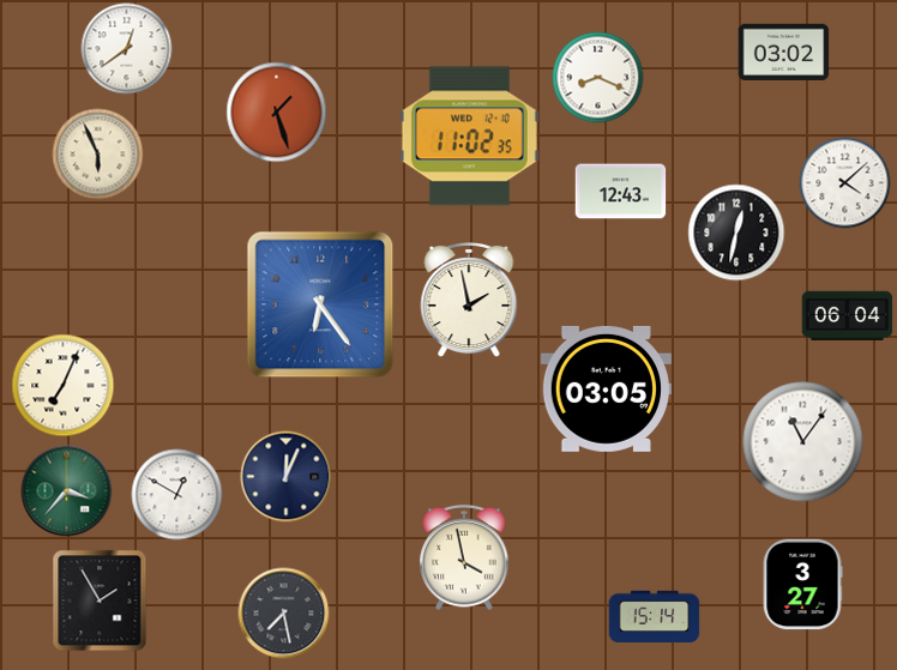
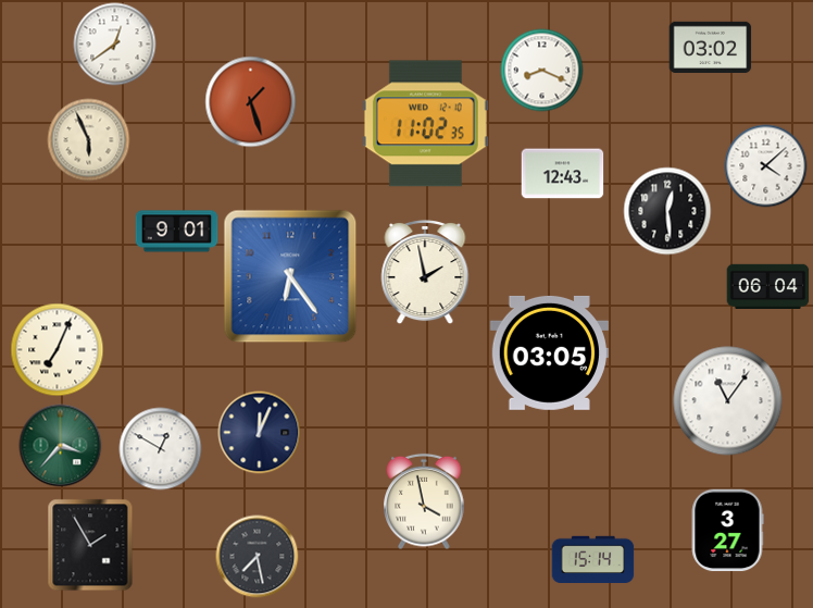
clock at (736, 233): 12:32 -> 12:29
clock at (177, 232): none -> 9:01
clock at (464, 557) position: (464, 557) -> (424, 501)
